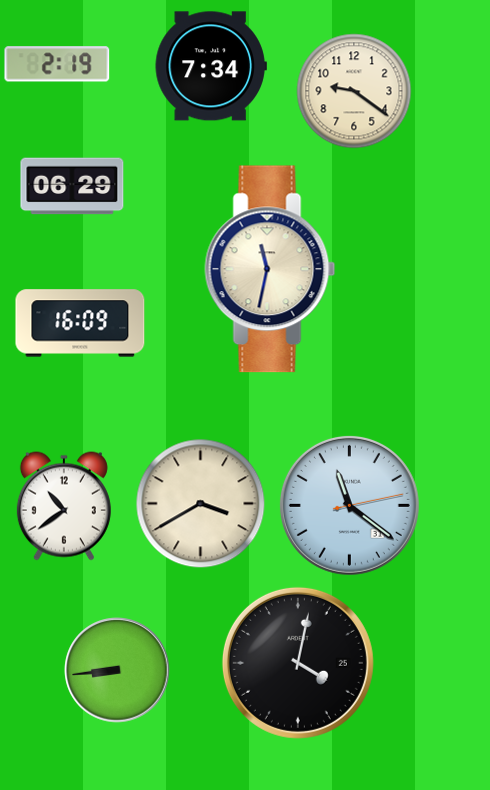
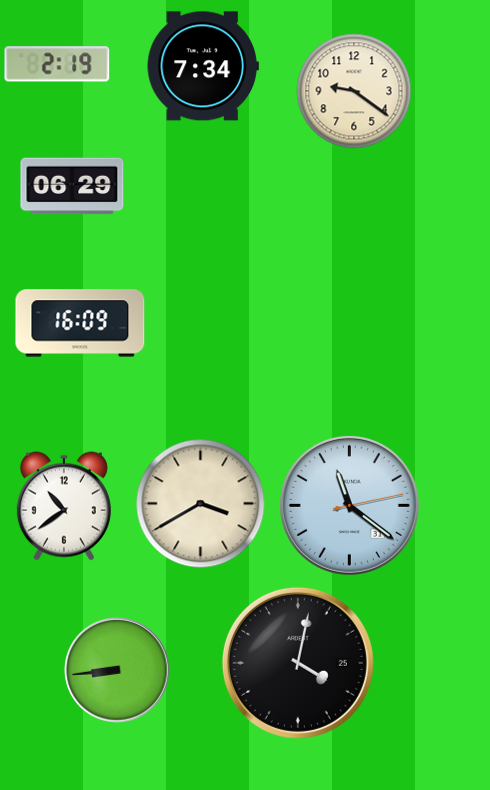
clock at (211, 66) position: (211, 66) -> (203, 66)
clock at (270, 269): 11:32 -> none
